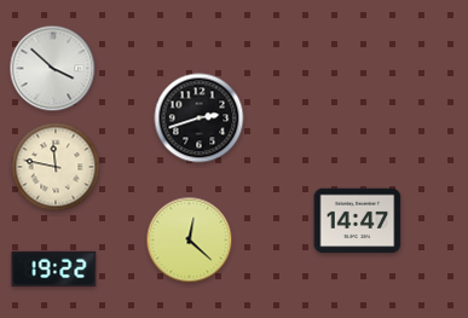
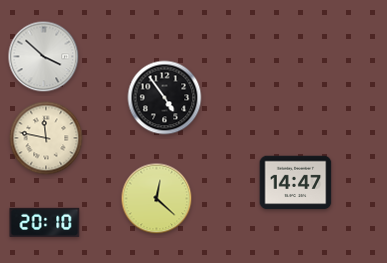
clock at (200, 118): 2:42 -> 4:54
clock at (54, 268): 19:22 -> 20:10
